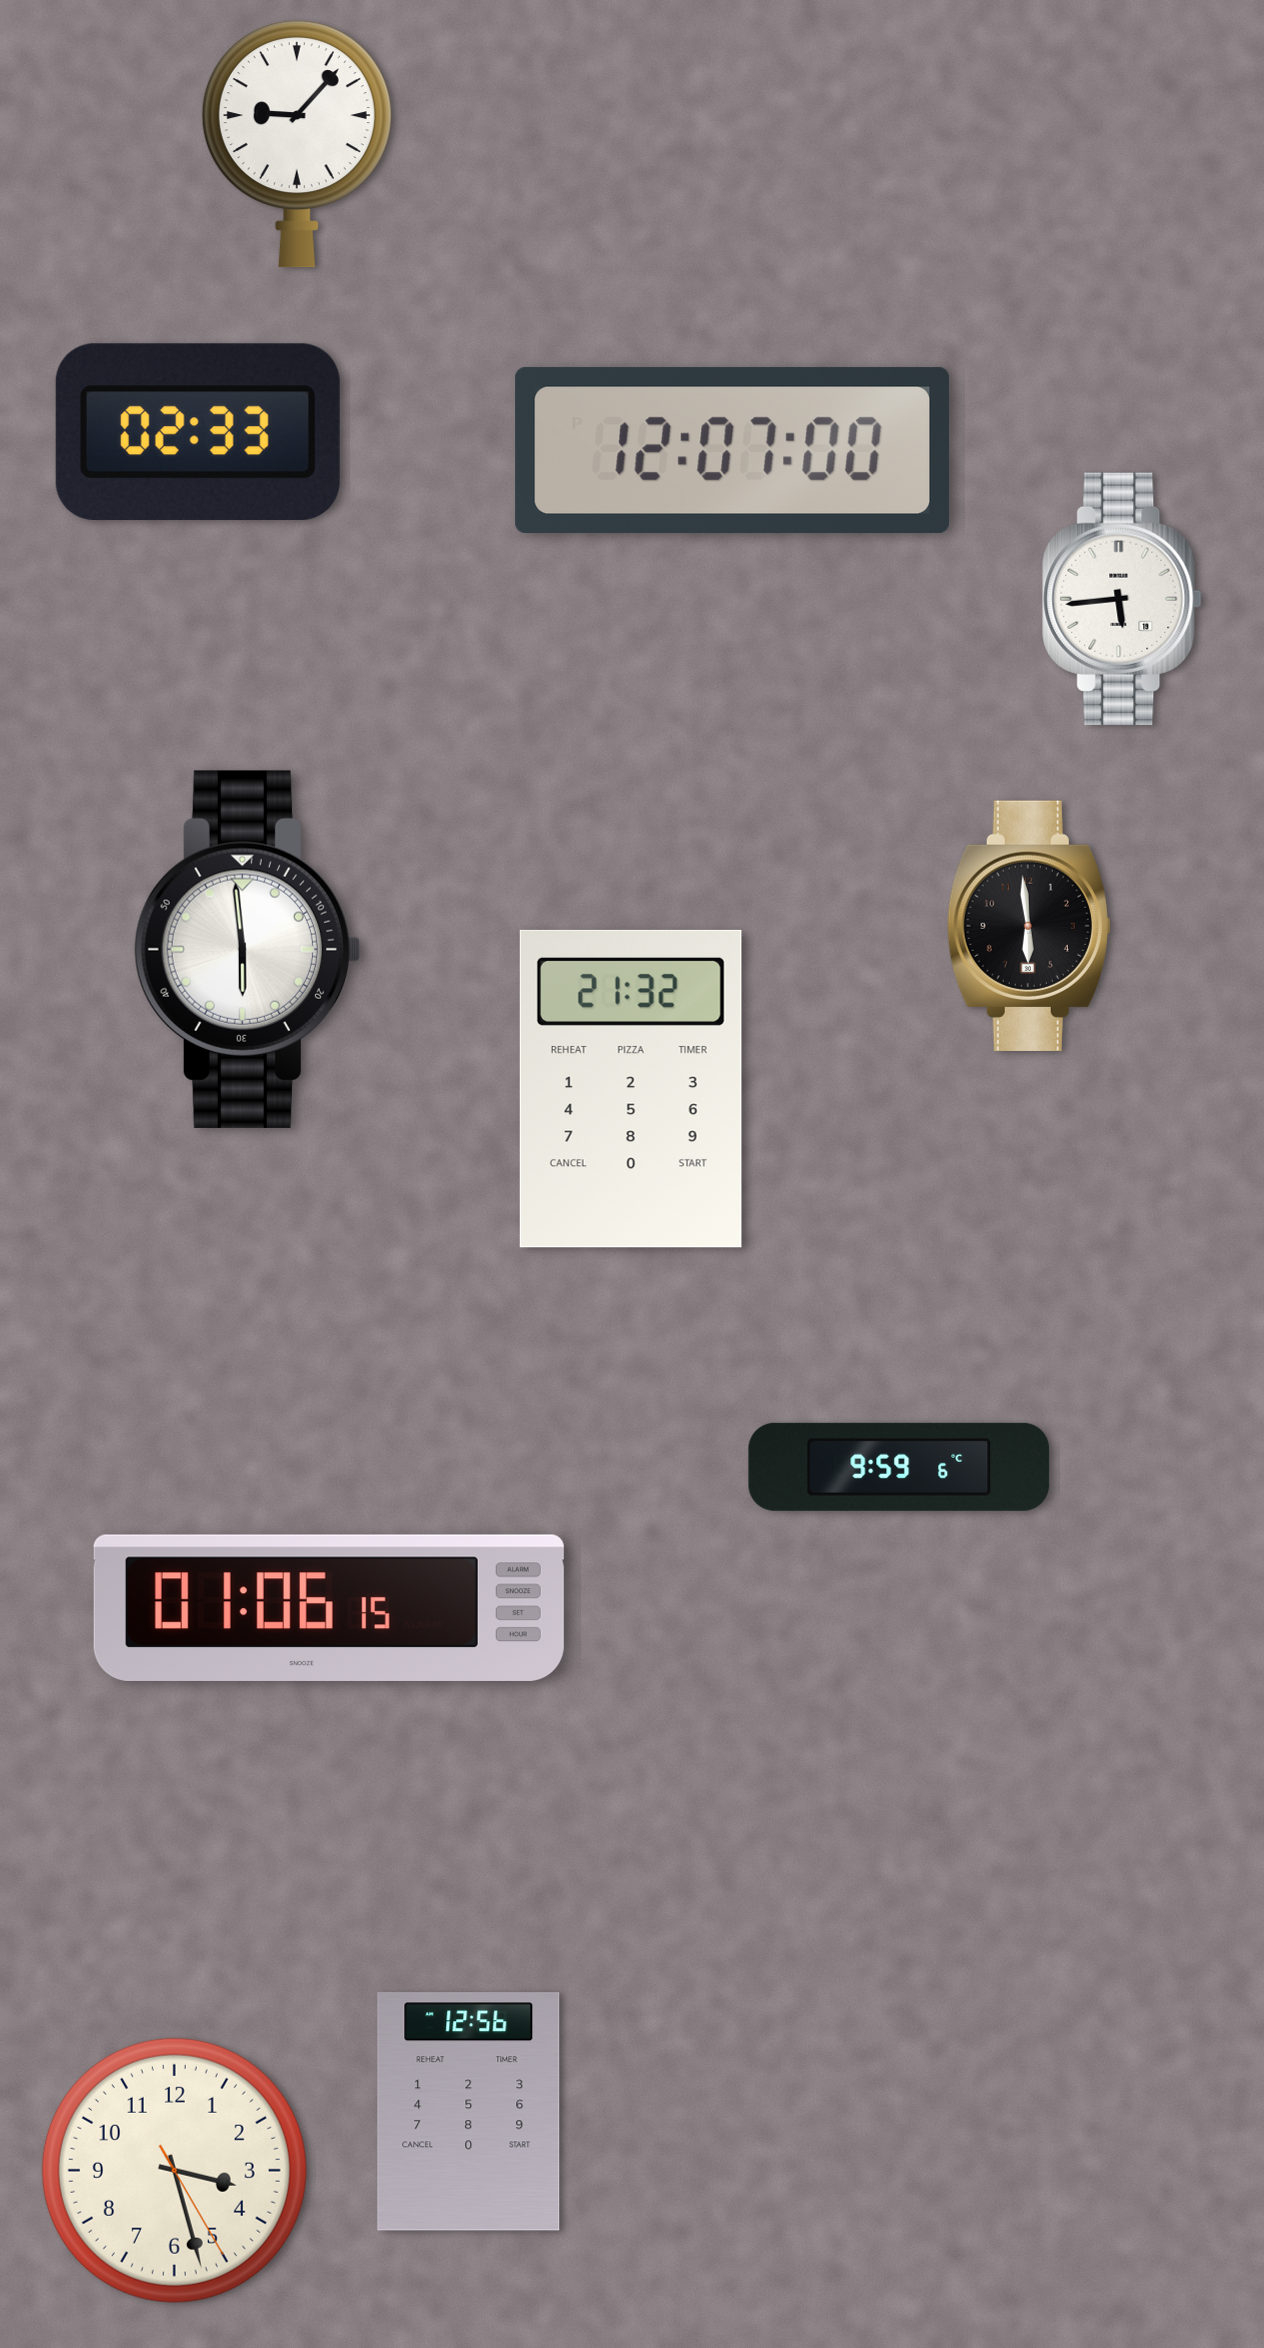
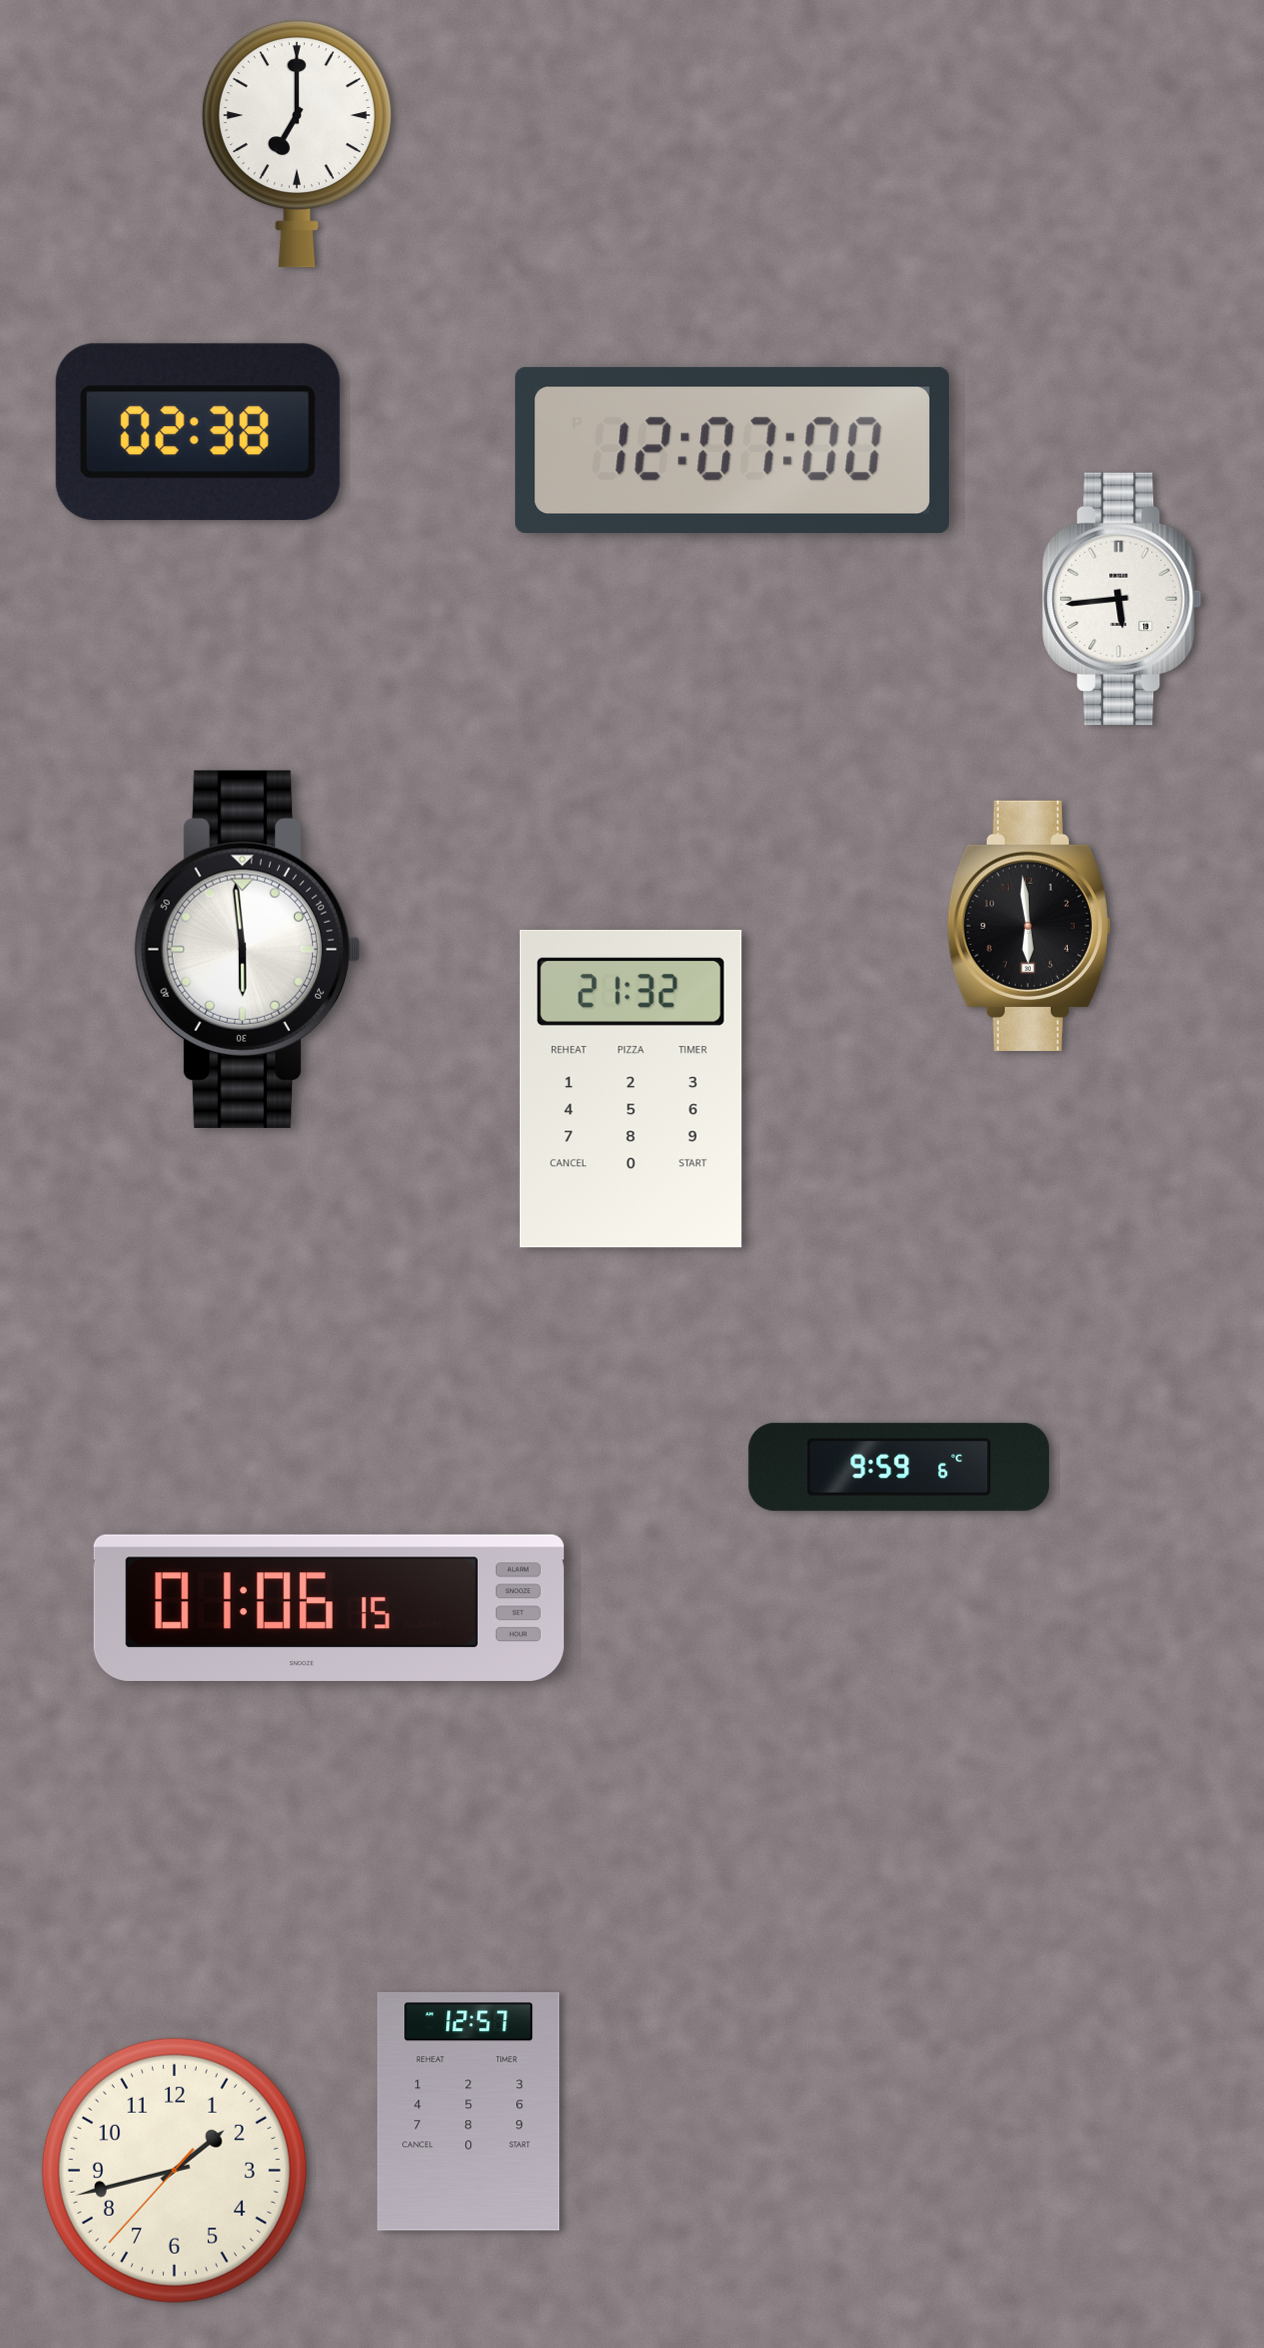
clock at (297, 144): 9:07 -> 7:00
clock at (198, 432): 02:33 -> 02:38
clock at (469, 2112): 12:56 -> 12:57
clock at (174, 2170): 3:27 -> 1:42
